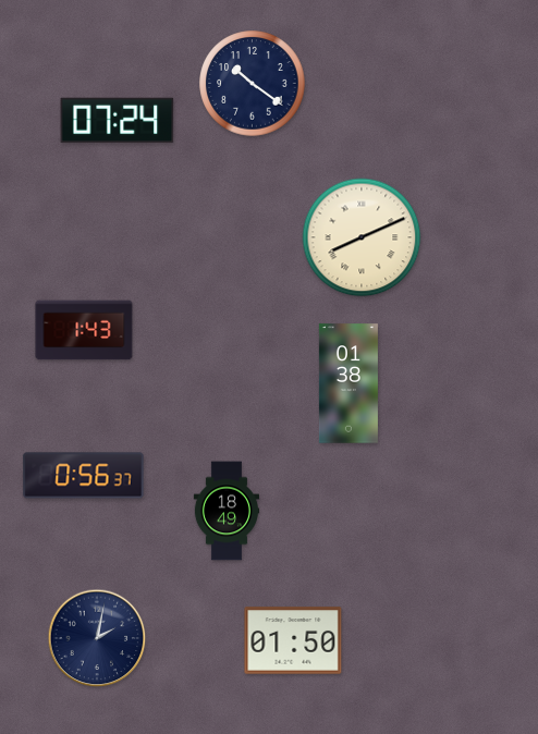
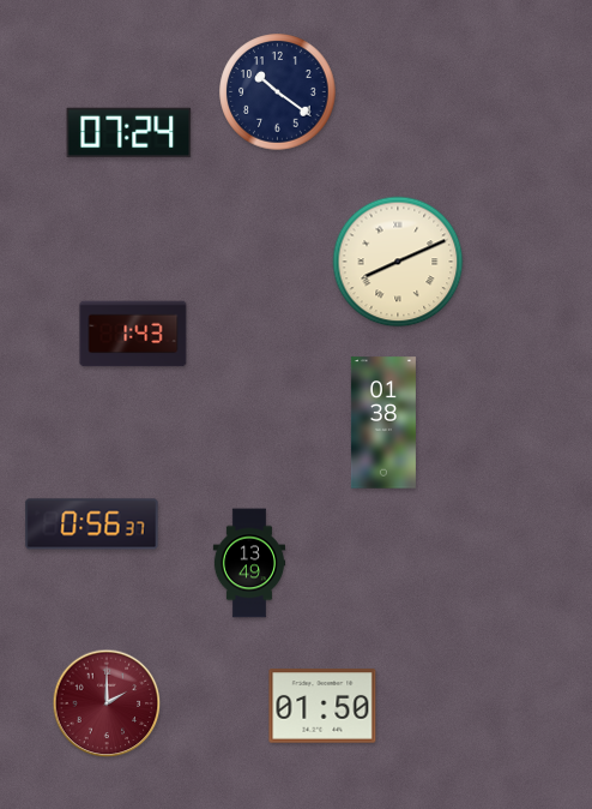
clock at (84, 330) position: (84, 330) -> (133, 334)
clock at (225, 511): 18:49 -> 13:49
clock at (97, 638): 2:02 -> 2:00
clock at (97, 638) dial: navy -> burgundy
